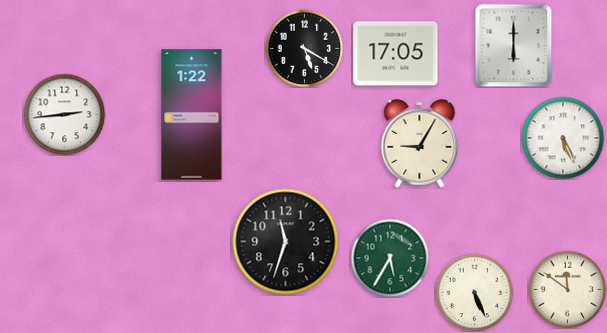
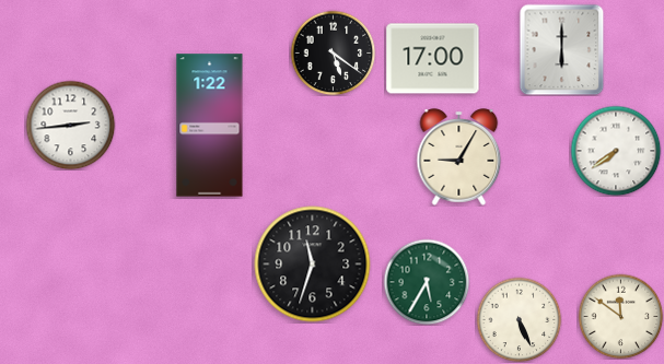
clock at (304, 48): 5:20 -> 5:21
clock at (396, 54): 17:05 -> 17:00
clock at (563, 138): 5:26 -> 7:39
